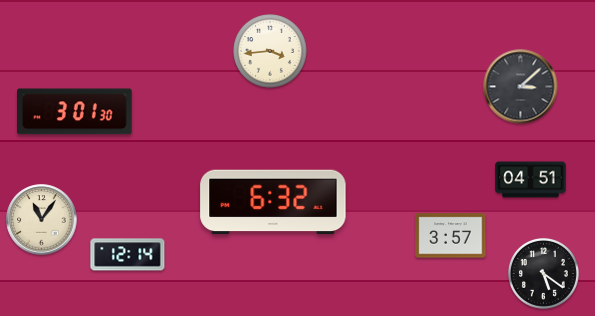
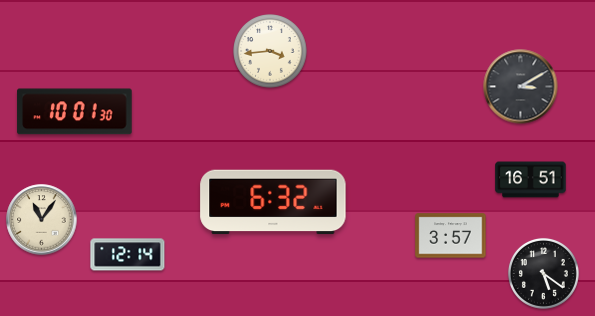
clock at (521, 87): 3:08 -> 3:10
clock at (75, 112): 3:01 -> 10:01
clock at (531, 180): 04:51 -> 16:51
